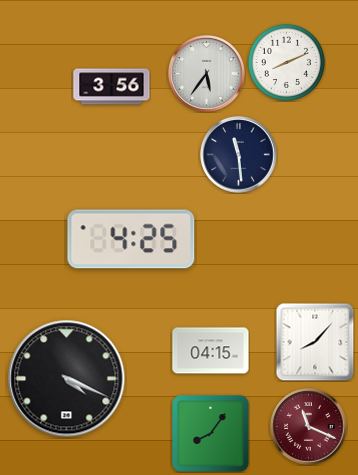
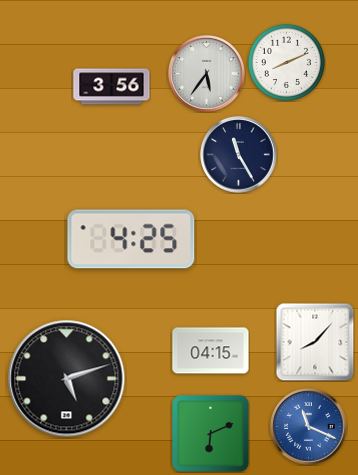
clock at (239, 155): 11:29 -> 11:25
clock at (67, 379): 4:19 -> 5:12
clock at (309, 427) dial: burgundy -> blue
clock at (211, 434): 8:06 -> 6:11
